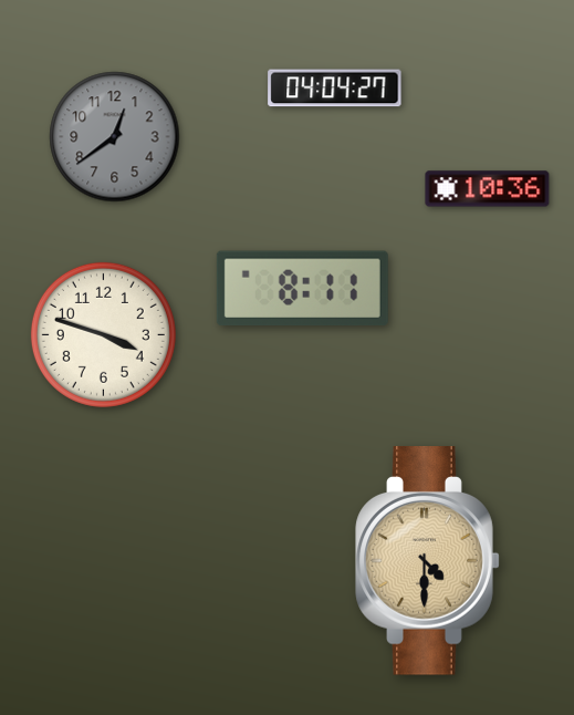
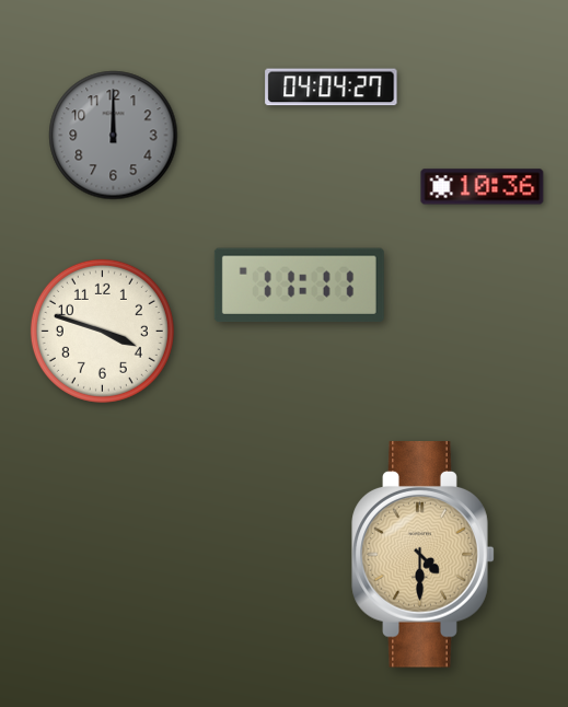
clock at (115, 137): 12:39 -> 12:00
clock at (302, 289): 8:11 -> 11:11
